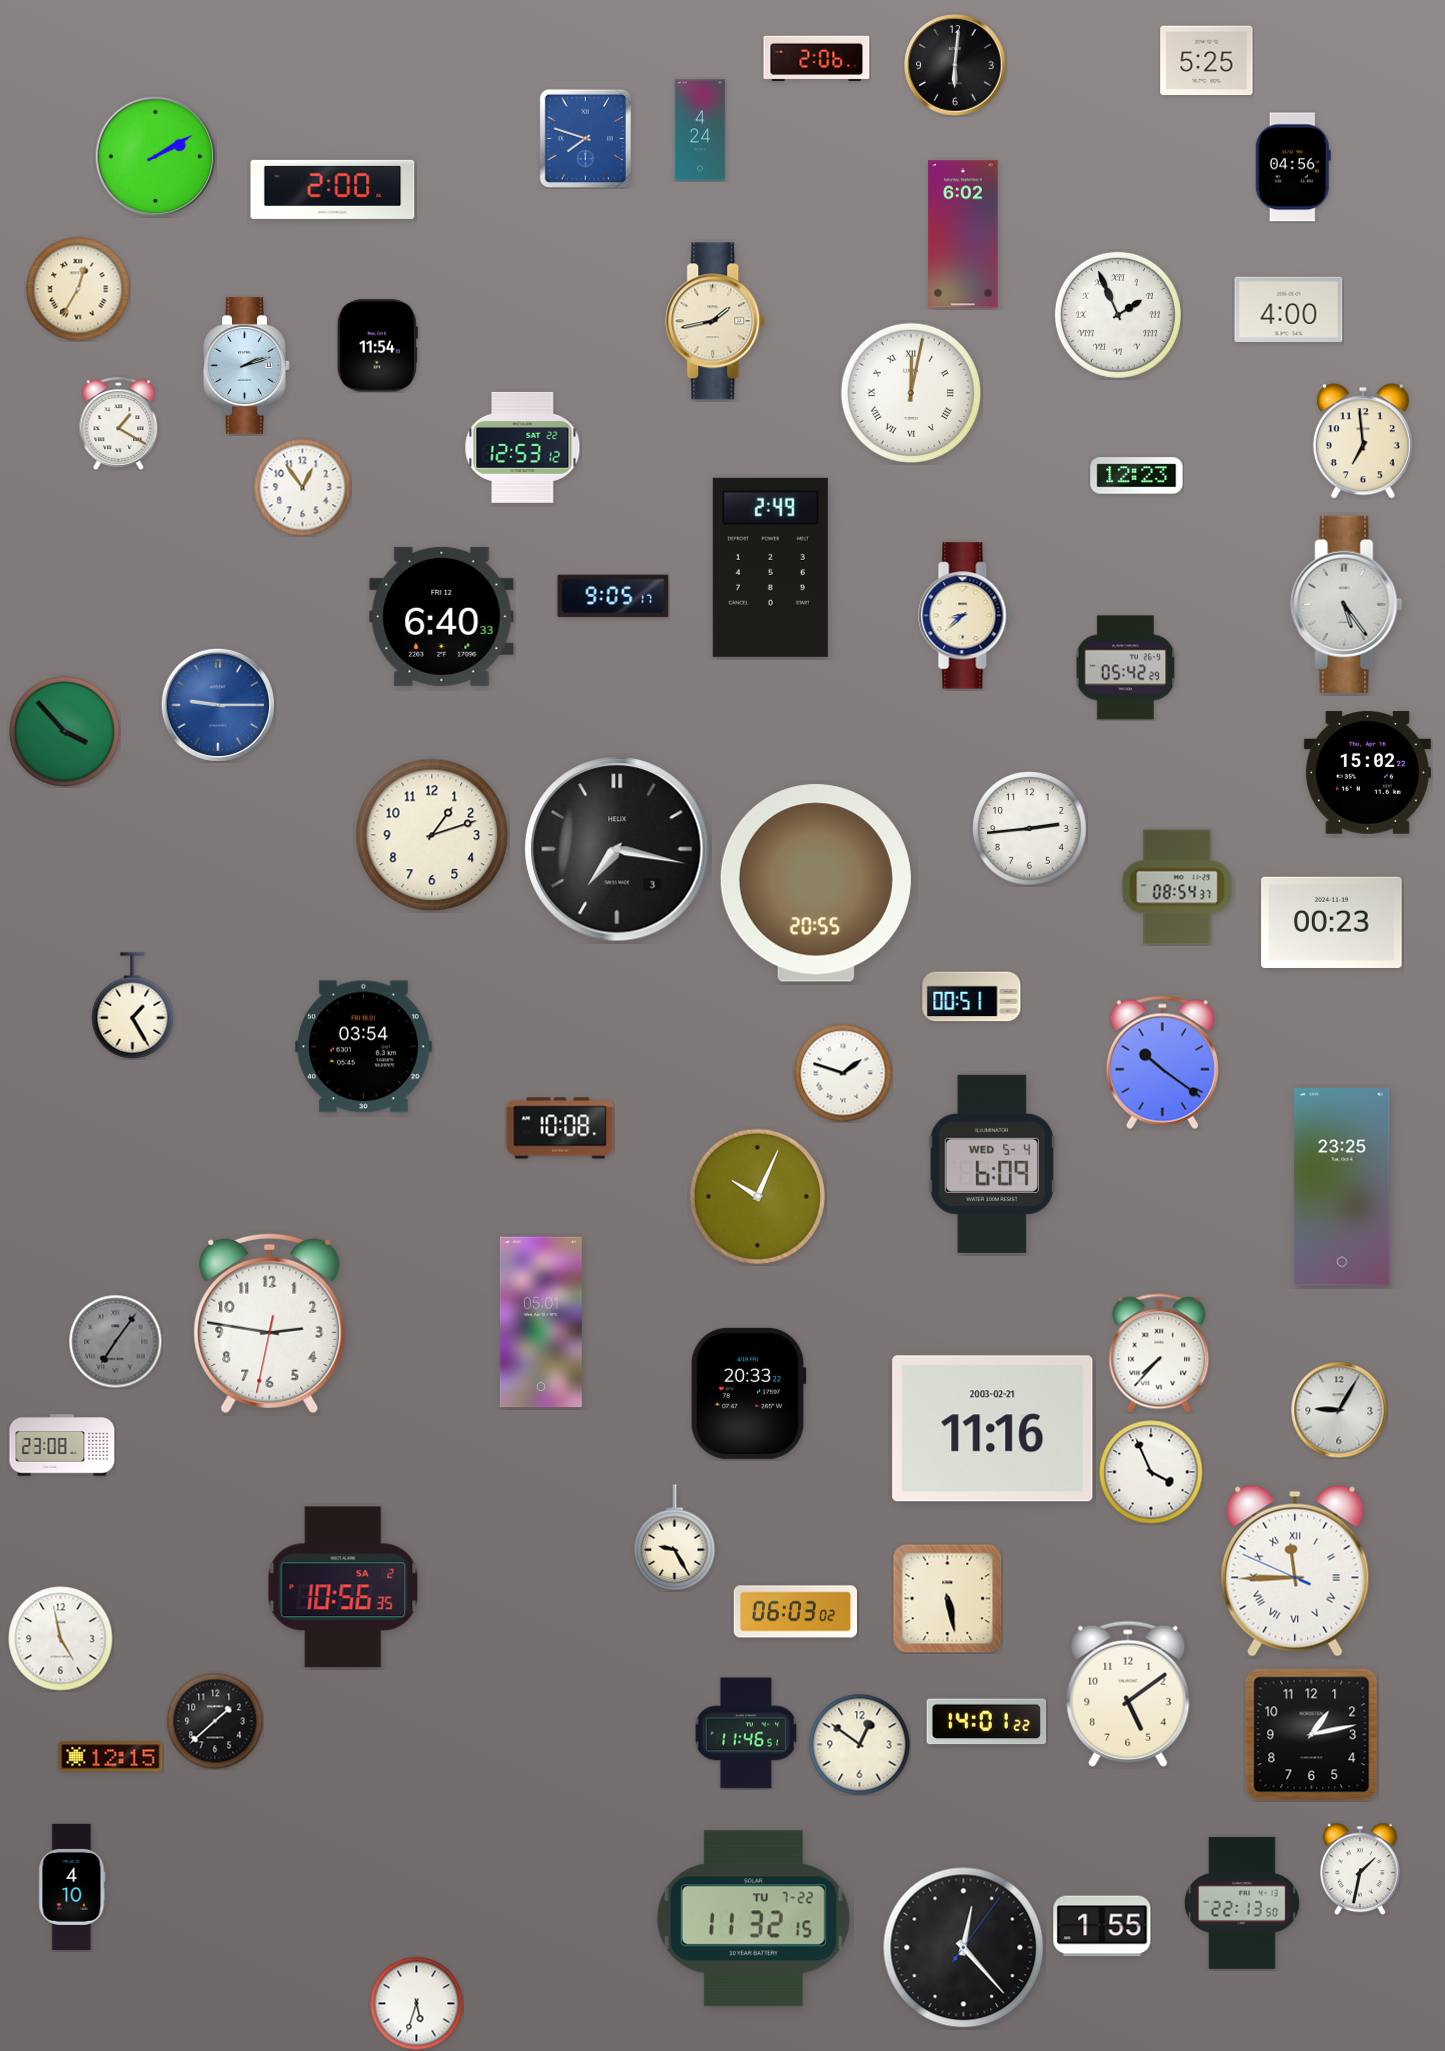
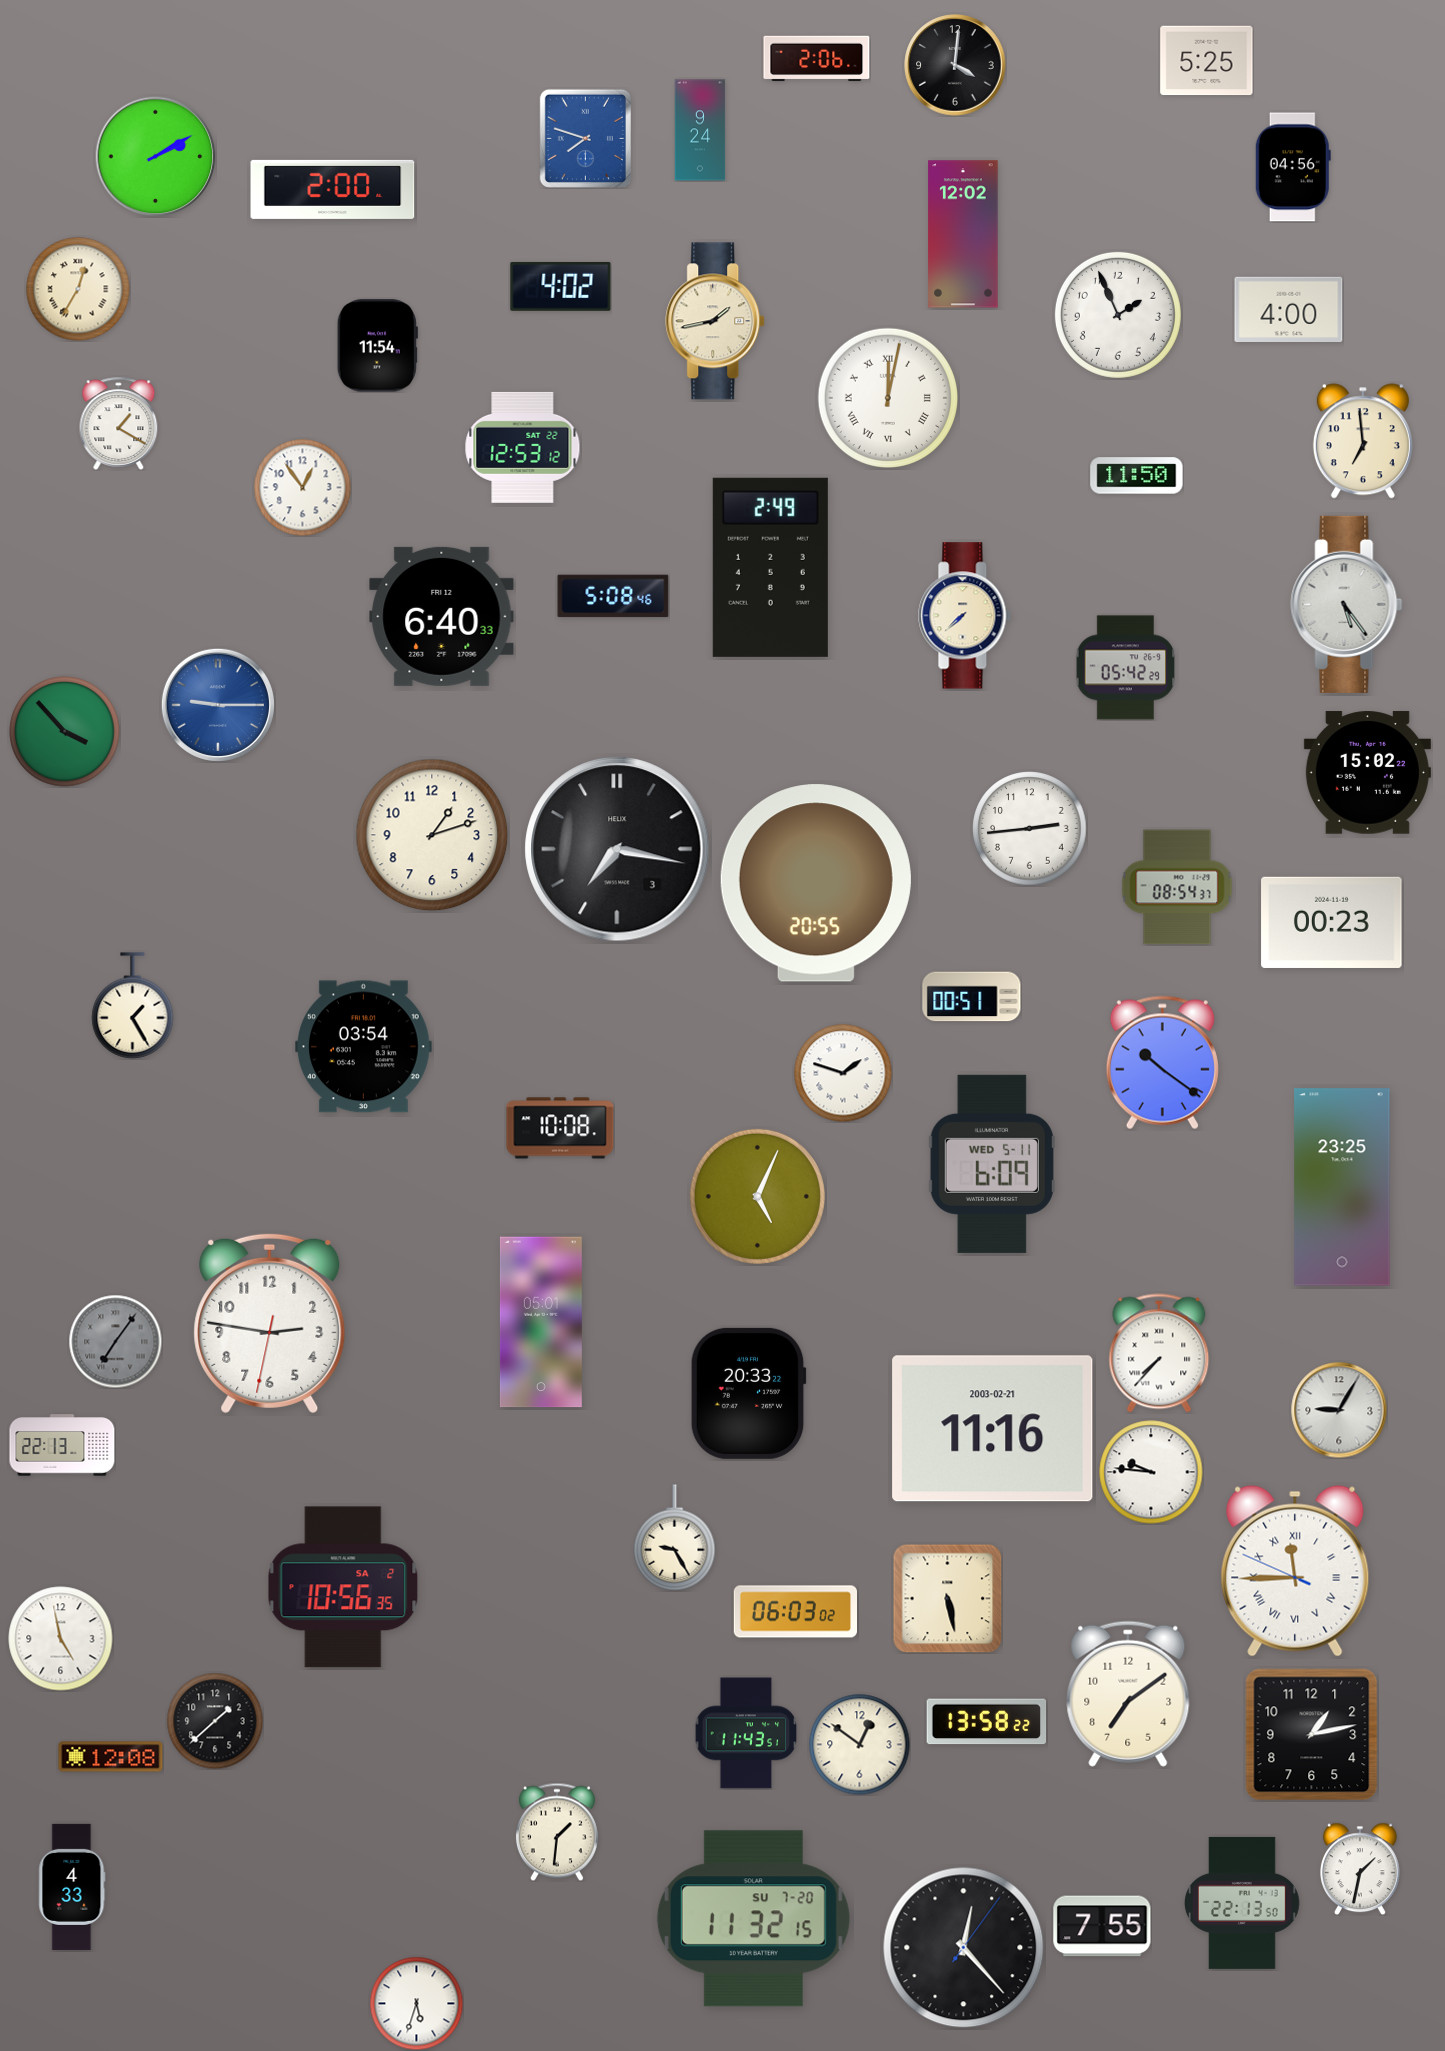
clock at (955, 65): 6:01 -> 4:01
clock at (700, 130): 4:24 -> 9:24
clock at (963, 234): 6:02 -> 12:02
clock at (561, 286): none -> 4:02
clock at (1118, 315) numerals: Roman -> Arabic
clock at (247, 366): 2:12 -> none
clock at (910, 392) position: (910, 392) -> (887, 397)
clock at (1137, 476): 12:23 -> 11:50
clock at (613, 596): 9:05 -> 5:08
clock at (965, 616): 8:38 -> 7:38
clock at (992, 1164) date: WED 5-4 -> WED 5-11
clock at (757, 1196): 10:04 -> 5:04
clock at (62, 1445): 23:08 -> 22:13
clock at (1151, 1472): 3:56 -> 9:46
clock at (1128, 1694): 5:09 -> 7:09
clock at (987, 1722): 14:01 -> 13:58
clock at (746, 1733): 11:46 -> 11:43
clock at (111, 1757): 12:15 -> 12:08
clock at (557, 1832): none -> 1:31
clock at (72, 1887): 4:10 -> 4:33
clock at (753, 1919) date: TU 7-22 -> SU 7-20
clock at (1102, 1926): 1:55 -> 7:55
